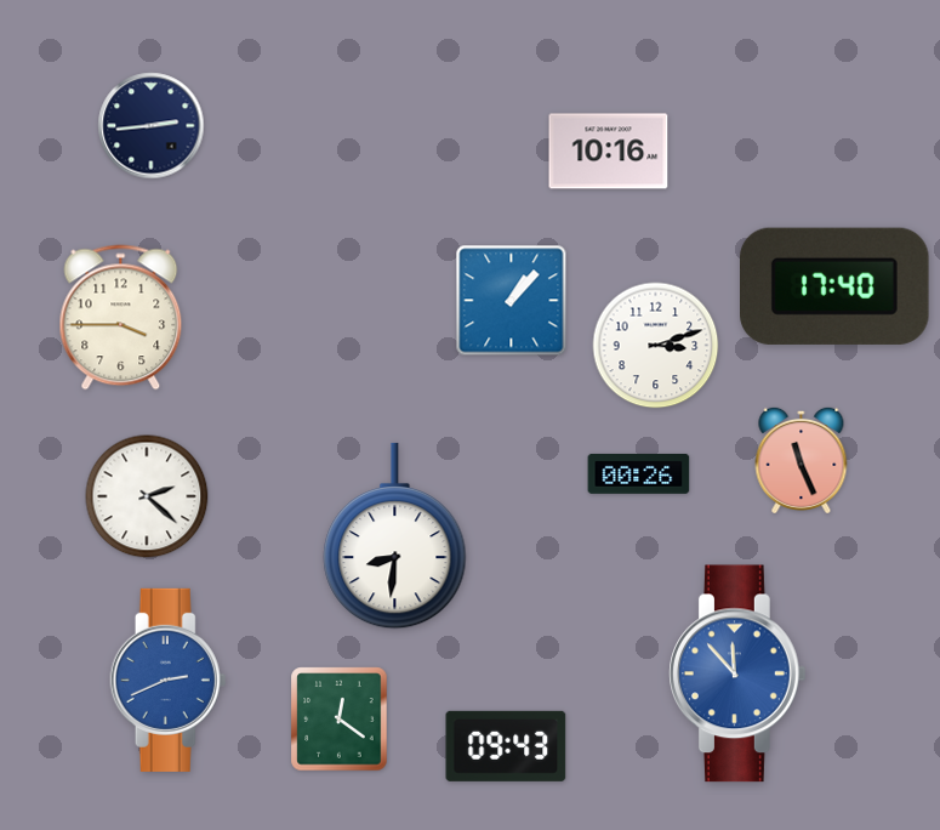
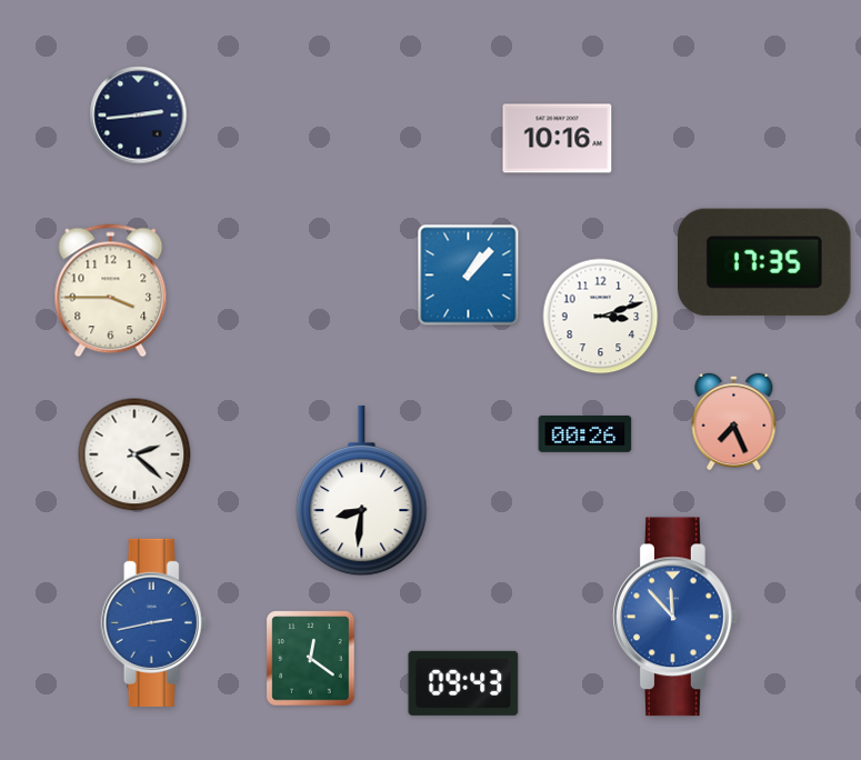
clock at (836, 286): 17:40 -> 17:35
clock at (802, 460): 11:26 -> 7:26
clock at (169, 680): 2:41 -> 2:43
